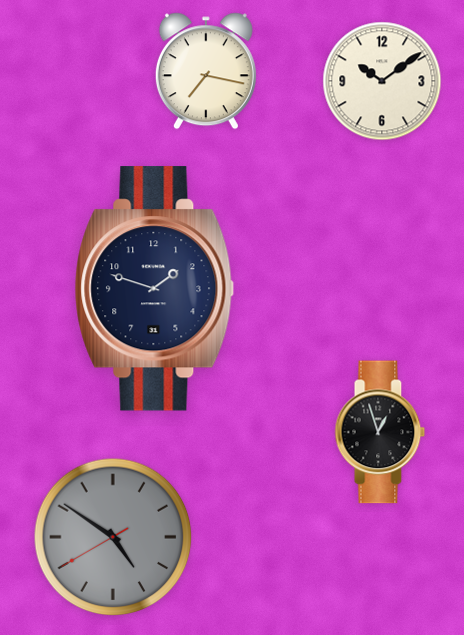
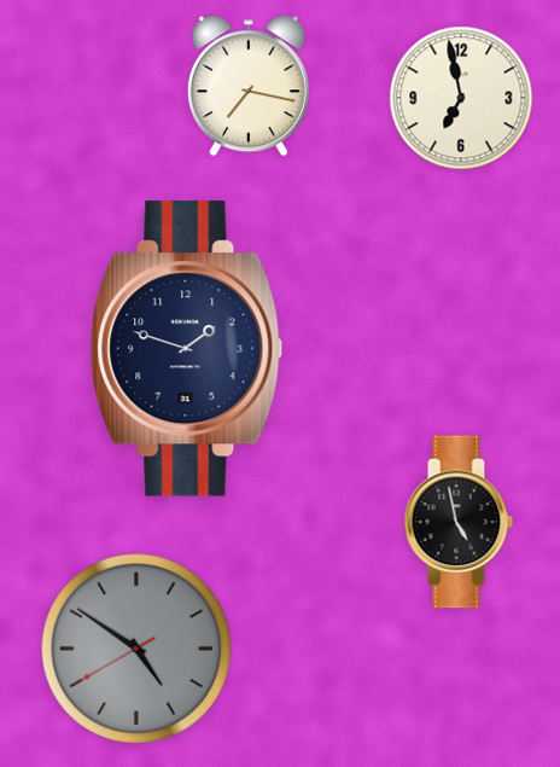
clock at (382, 81): 10:09 -> 6:58
clock at (380, 432): 12:57 -> 4:58
